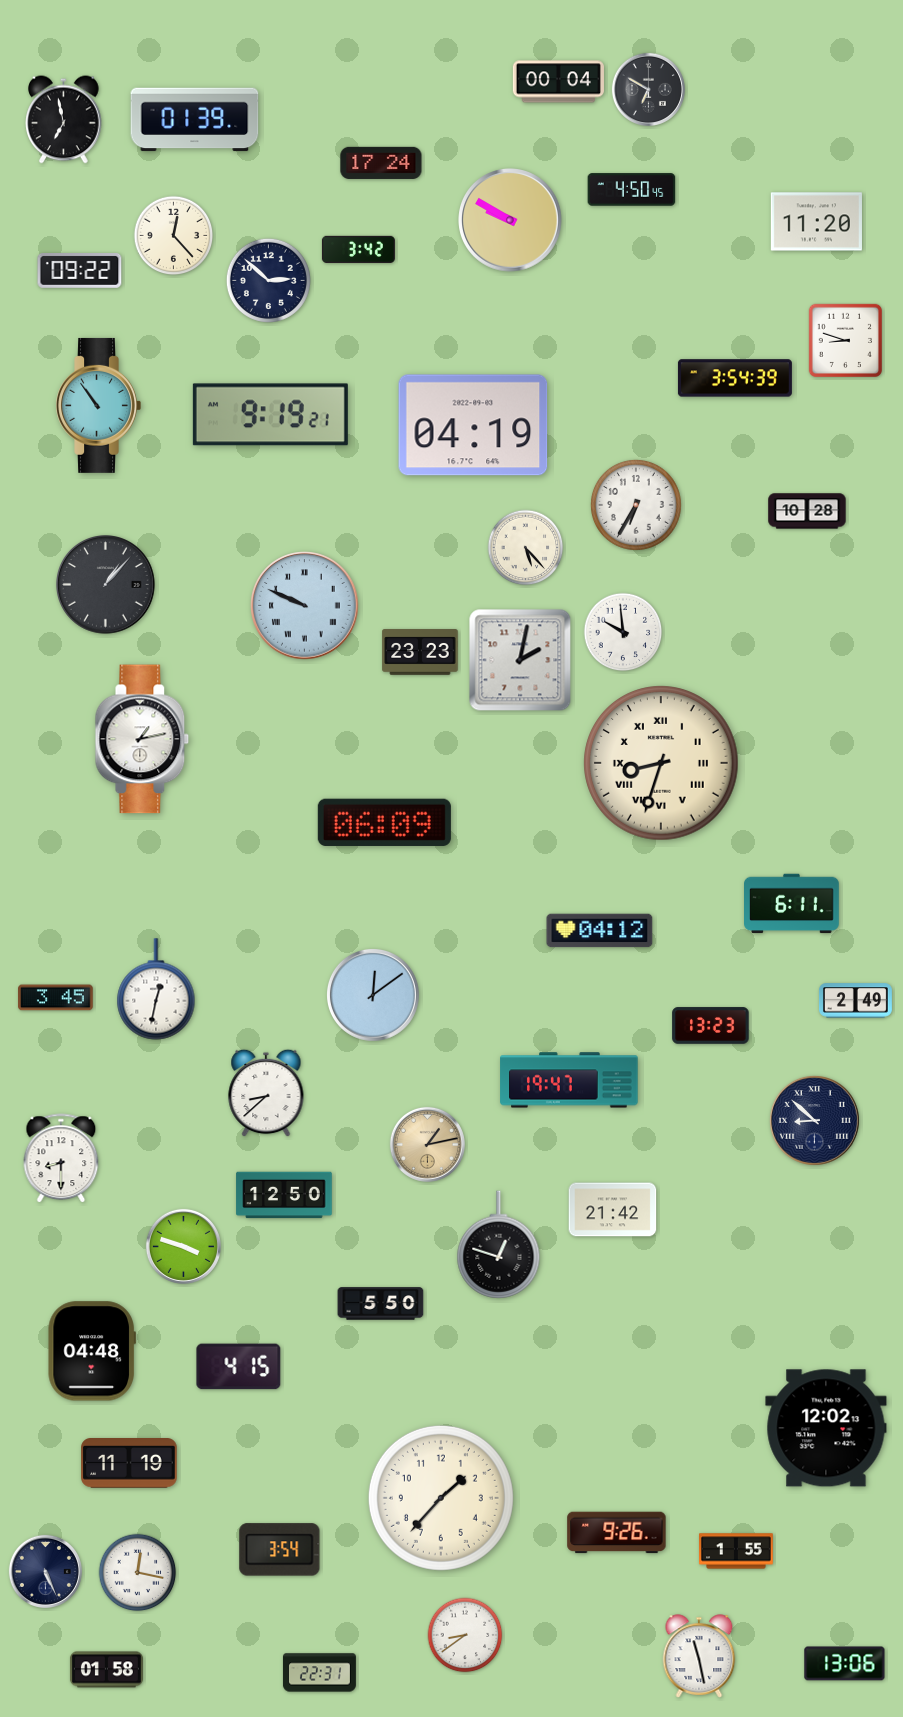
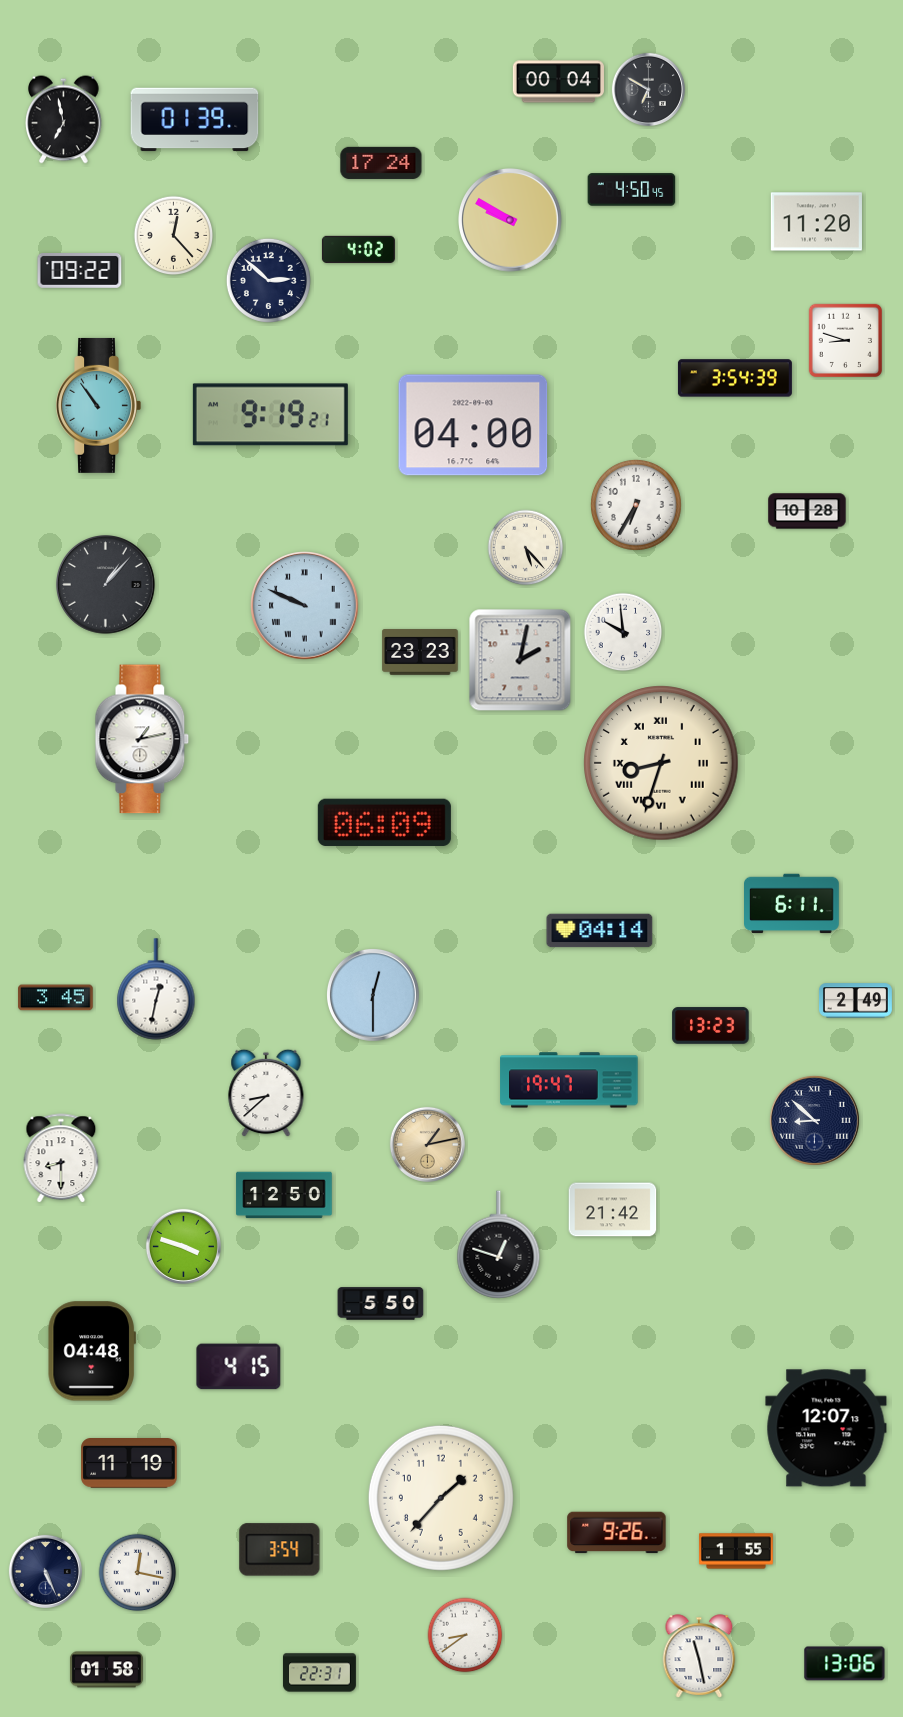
clock at (358, 249): 3:42 -> 4:02
clock at (473, 425): 04:19 -> 04:00
clock at (600, 931): 04:12 -> 04:14
clock at (373, 995): 12:09 -> 12:30
clock at (826, 1428): 12:02 -> 12:07
